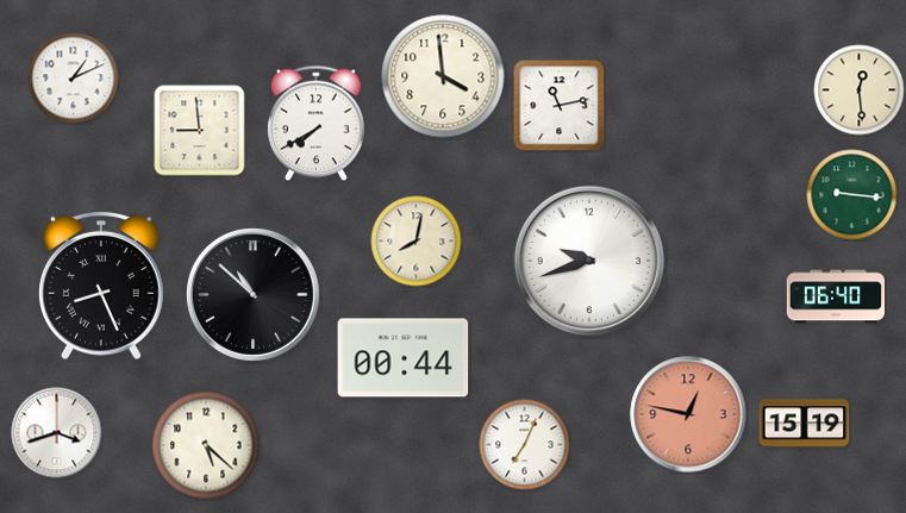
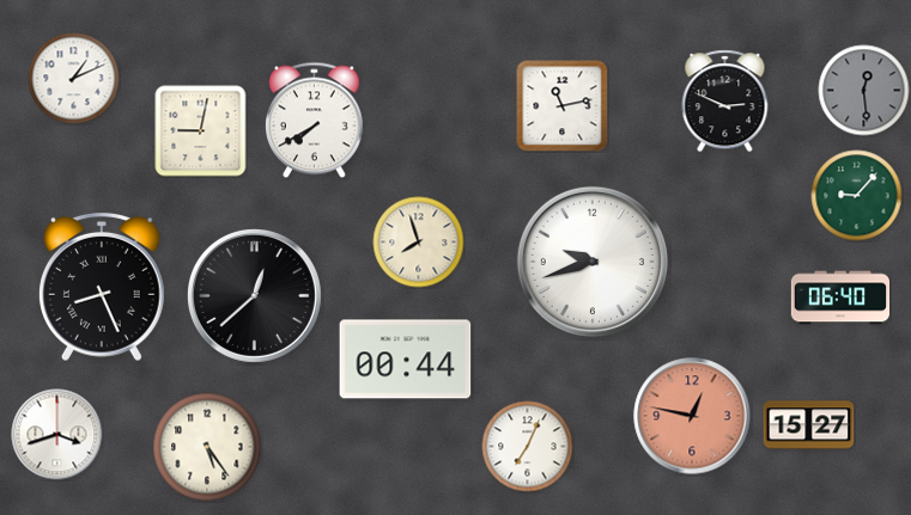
clock at (443, 76): 3:59 -> none
clock at (860, 90) dial: cream -> grey
clock at (725, 102): none -> 2:49
clock at (317, 124) position: (317, 124) -> (315, 121)
clock at (200, 131): 8:59 -> 9:02
clock at (852, 195): 9:16 -> 9:07
clock at (417, 242): 8:02 -> 7:57
clock at (252, 294): 10:52 -> 12:38
clock at (805, 424): 15:19 -> 15:27
clock at (206, 445): 5:22 -> 5:24
